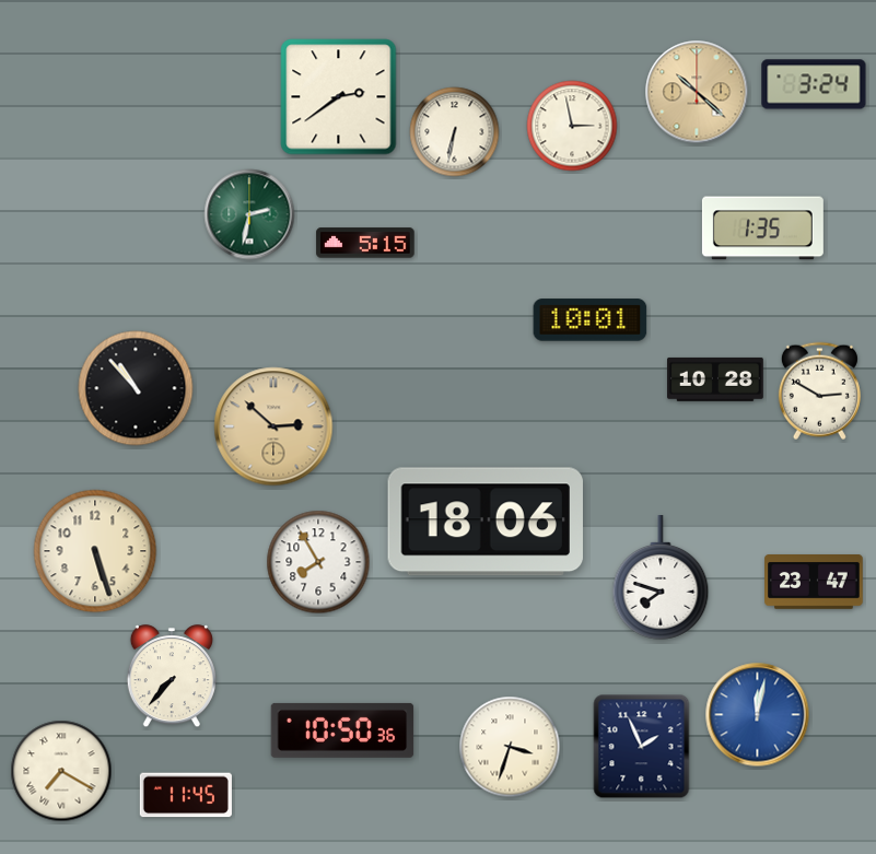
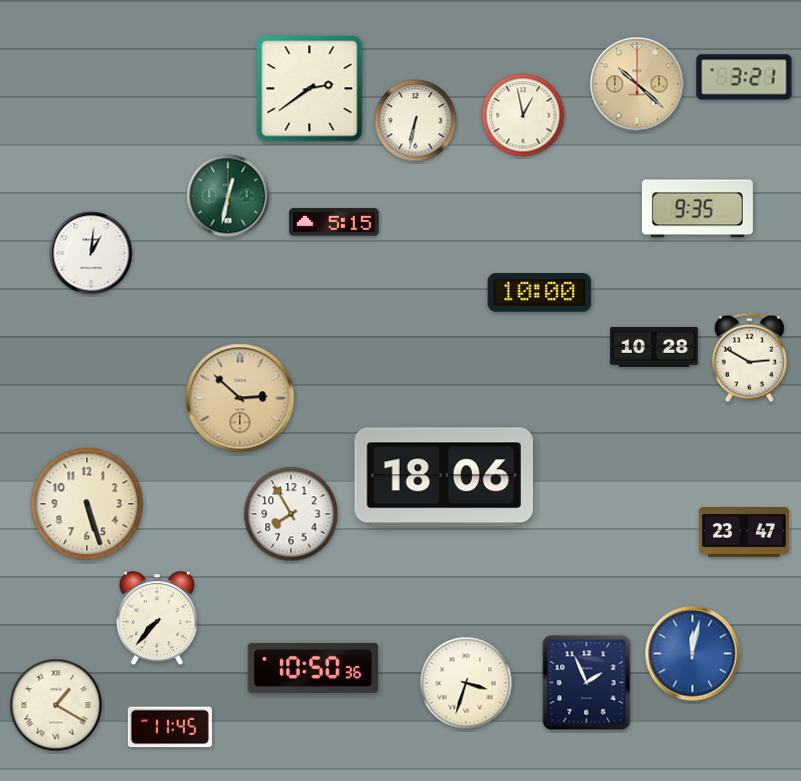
clock at (814, 84): 3:24 -> 3:21
clock at (572, 126): 2:58 -> 12:58
clock at (249, 214): 2:32 -> 12:32
clock at (762, 229): 1:35 -> 9:35
clock at (91, 253): none -> 1:01
clock at (591, 320): 10:01 -> 10:00
clock at (136, 388): 10:53 -> none
clock at (273, 426) position: (273, 426) -> (240, 398)
clock at (661, 577): 7:48 -> none
clock at (61, 771): 7:20 -> 1:20
